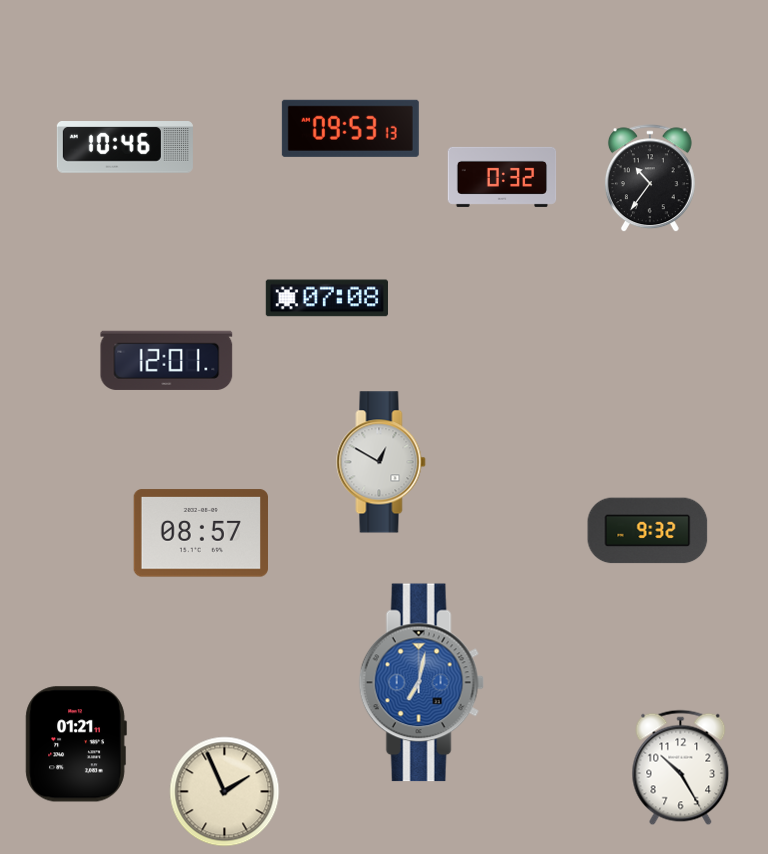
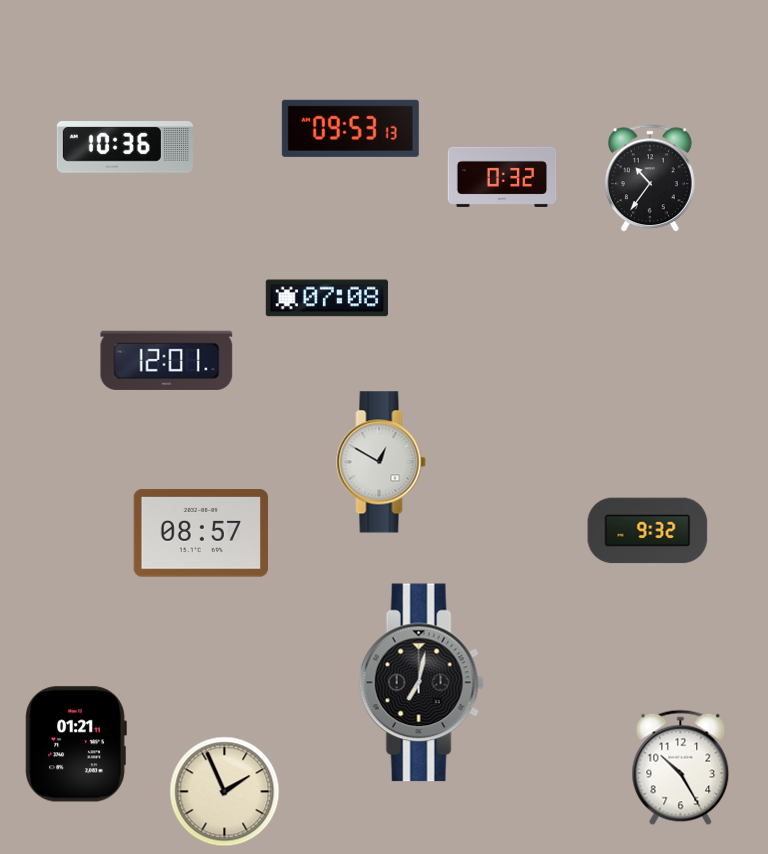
clock at (125, 148): 10:46 -> 10:36
clock at (421, 683) dial: blue -> black
